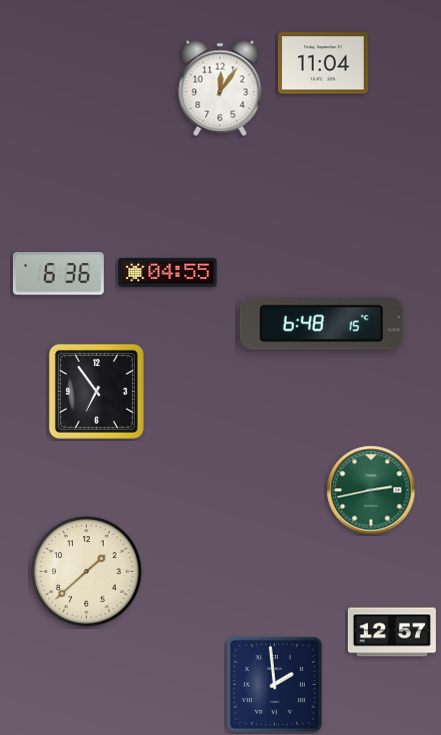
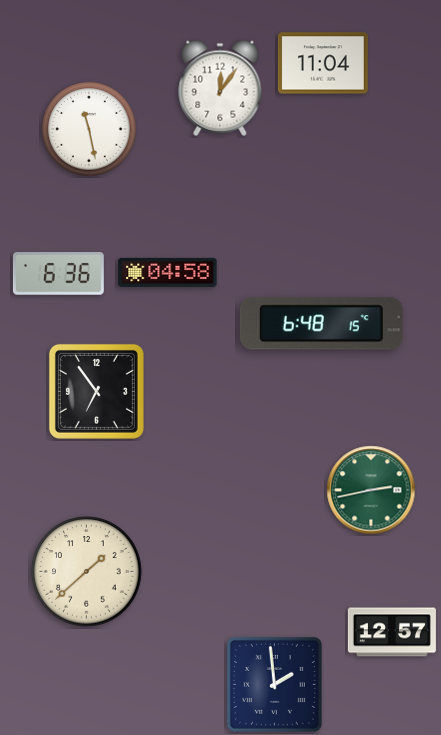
clock at (89, 129): none -> 11:28
clock at (168, 272): 04:55 -> 04:58
